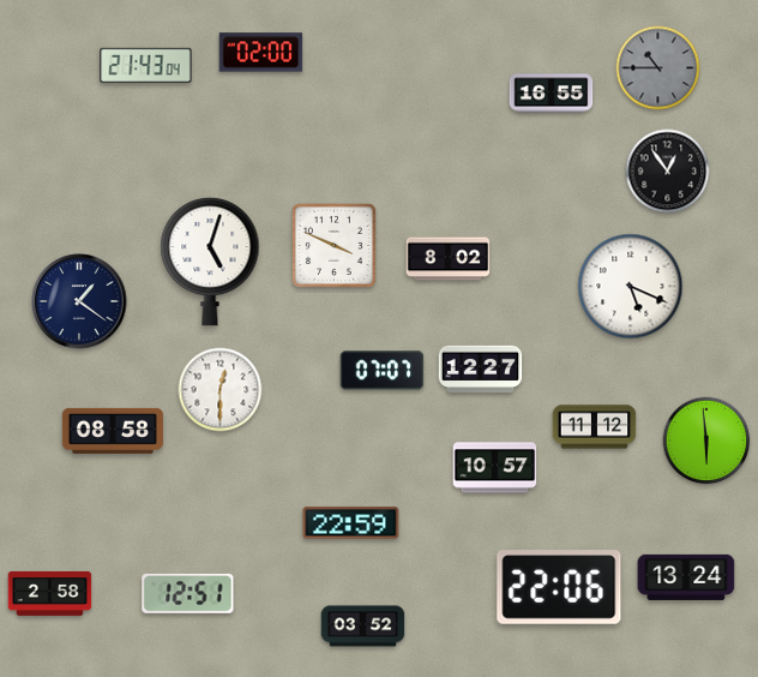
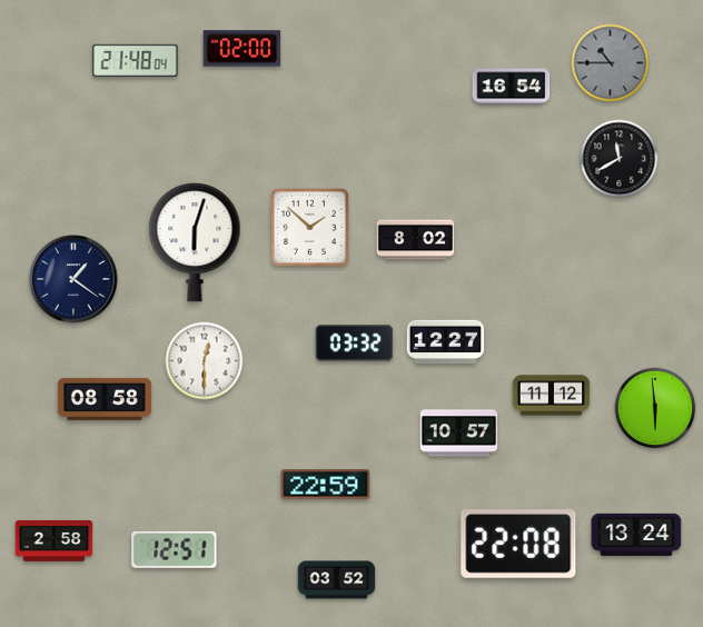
clock at (146, 65): 21:43 -> 21:48
clock at (552, 94): 16:55 -> 16:54
clock at (668, 172): 12:54 -> 11:40
clock at (333, 245): 3:49 -> 1:52
clock at (210, 262): 5:03 -> 6:03
clock at (631, 287): 5:19 -> none
clock at (383, 371): 07:07 -> 03:32
clock at (559, 587): 22:06 -> 22:08
clock at (50, 593) position: (50, 593) -> (55, 540)
